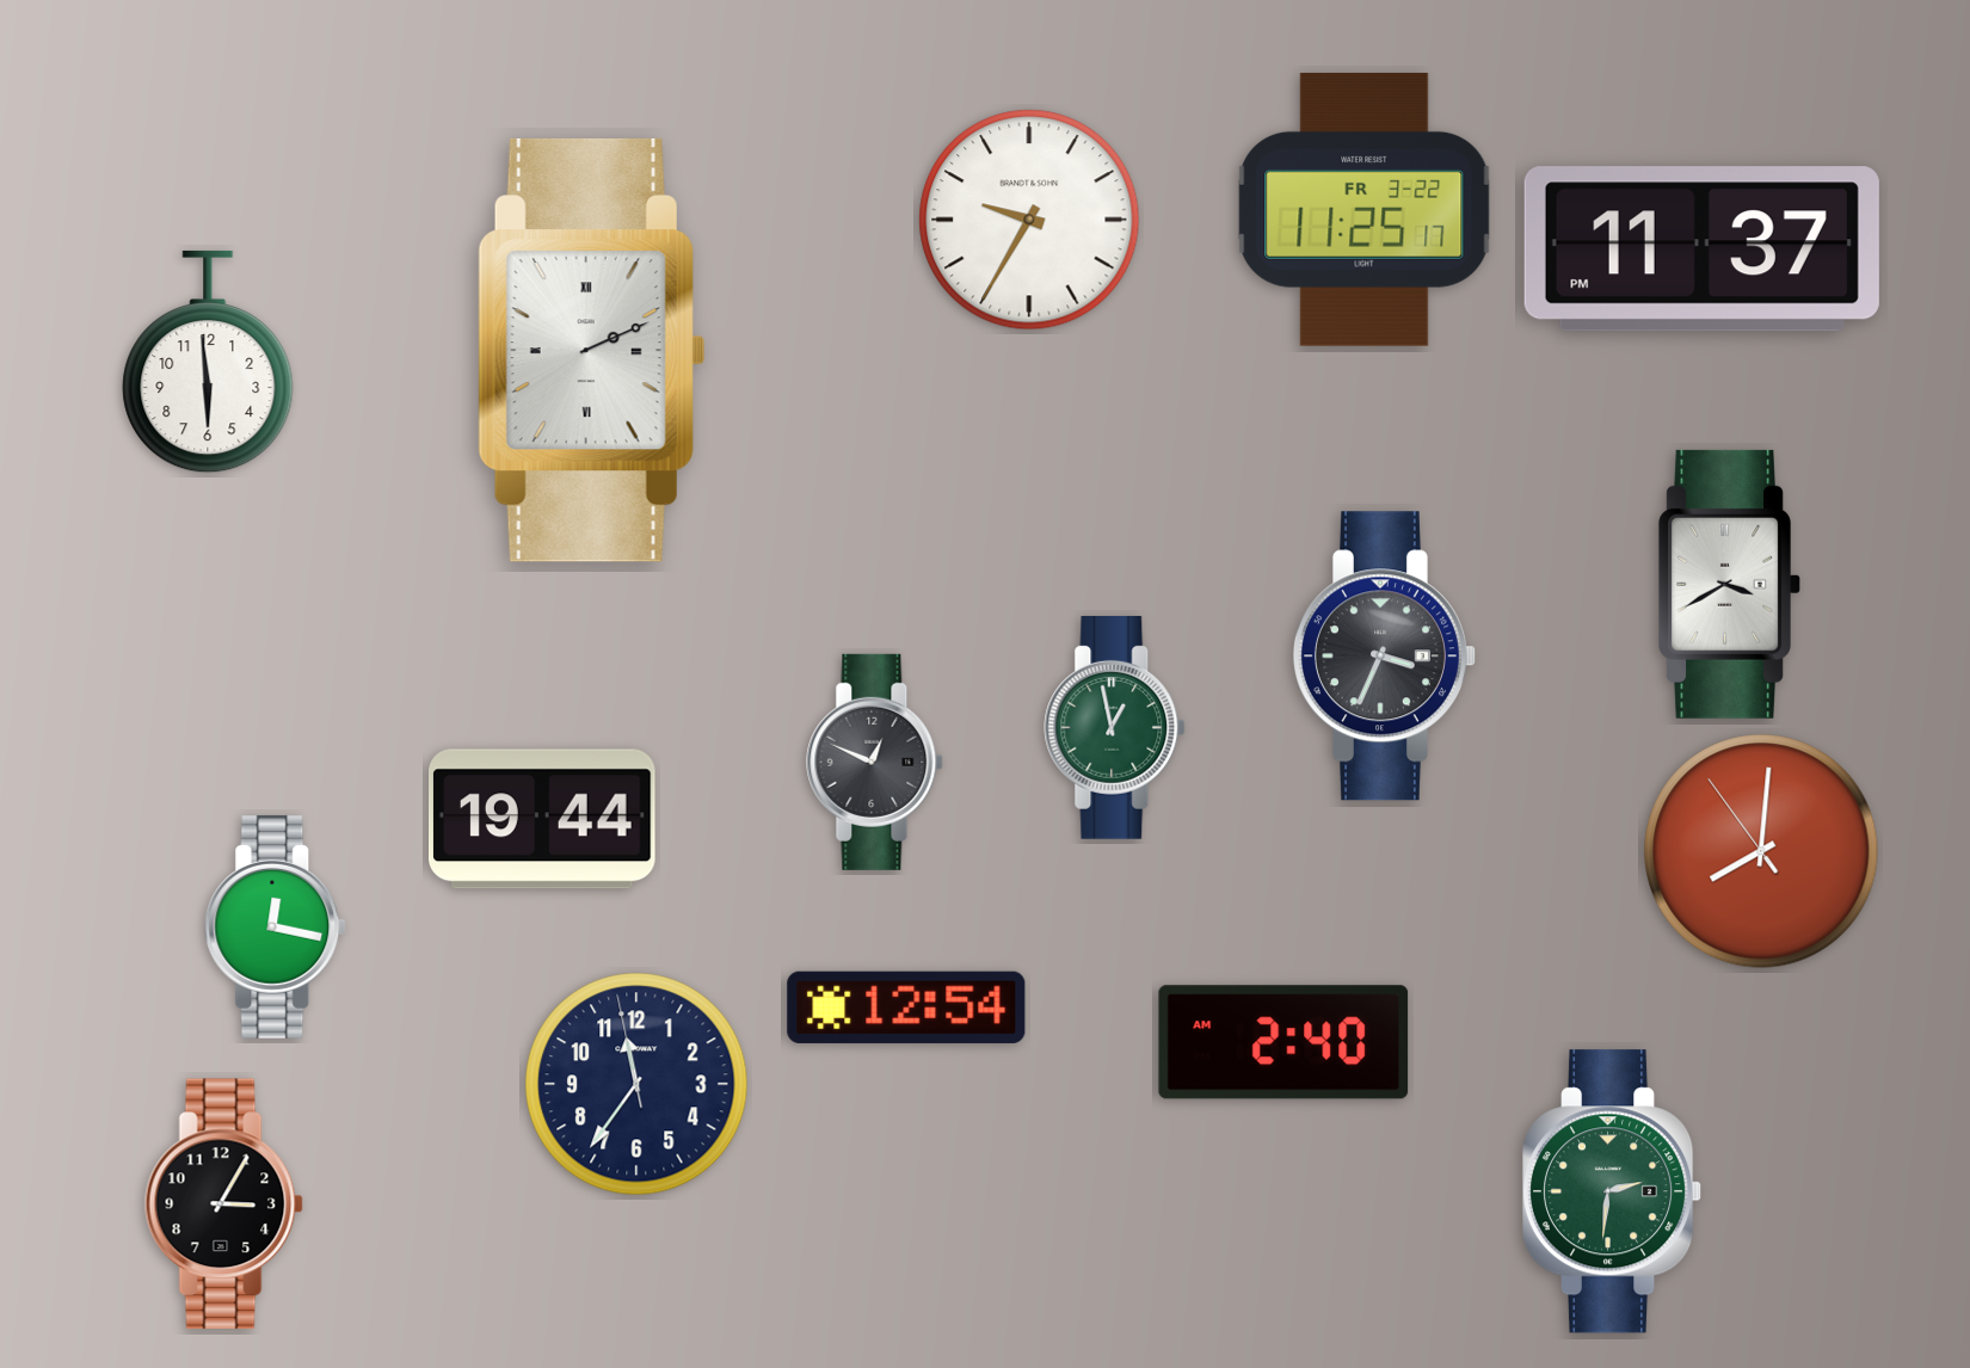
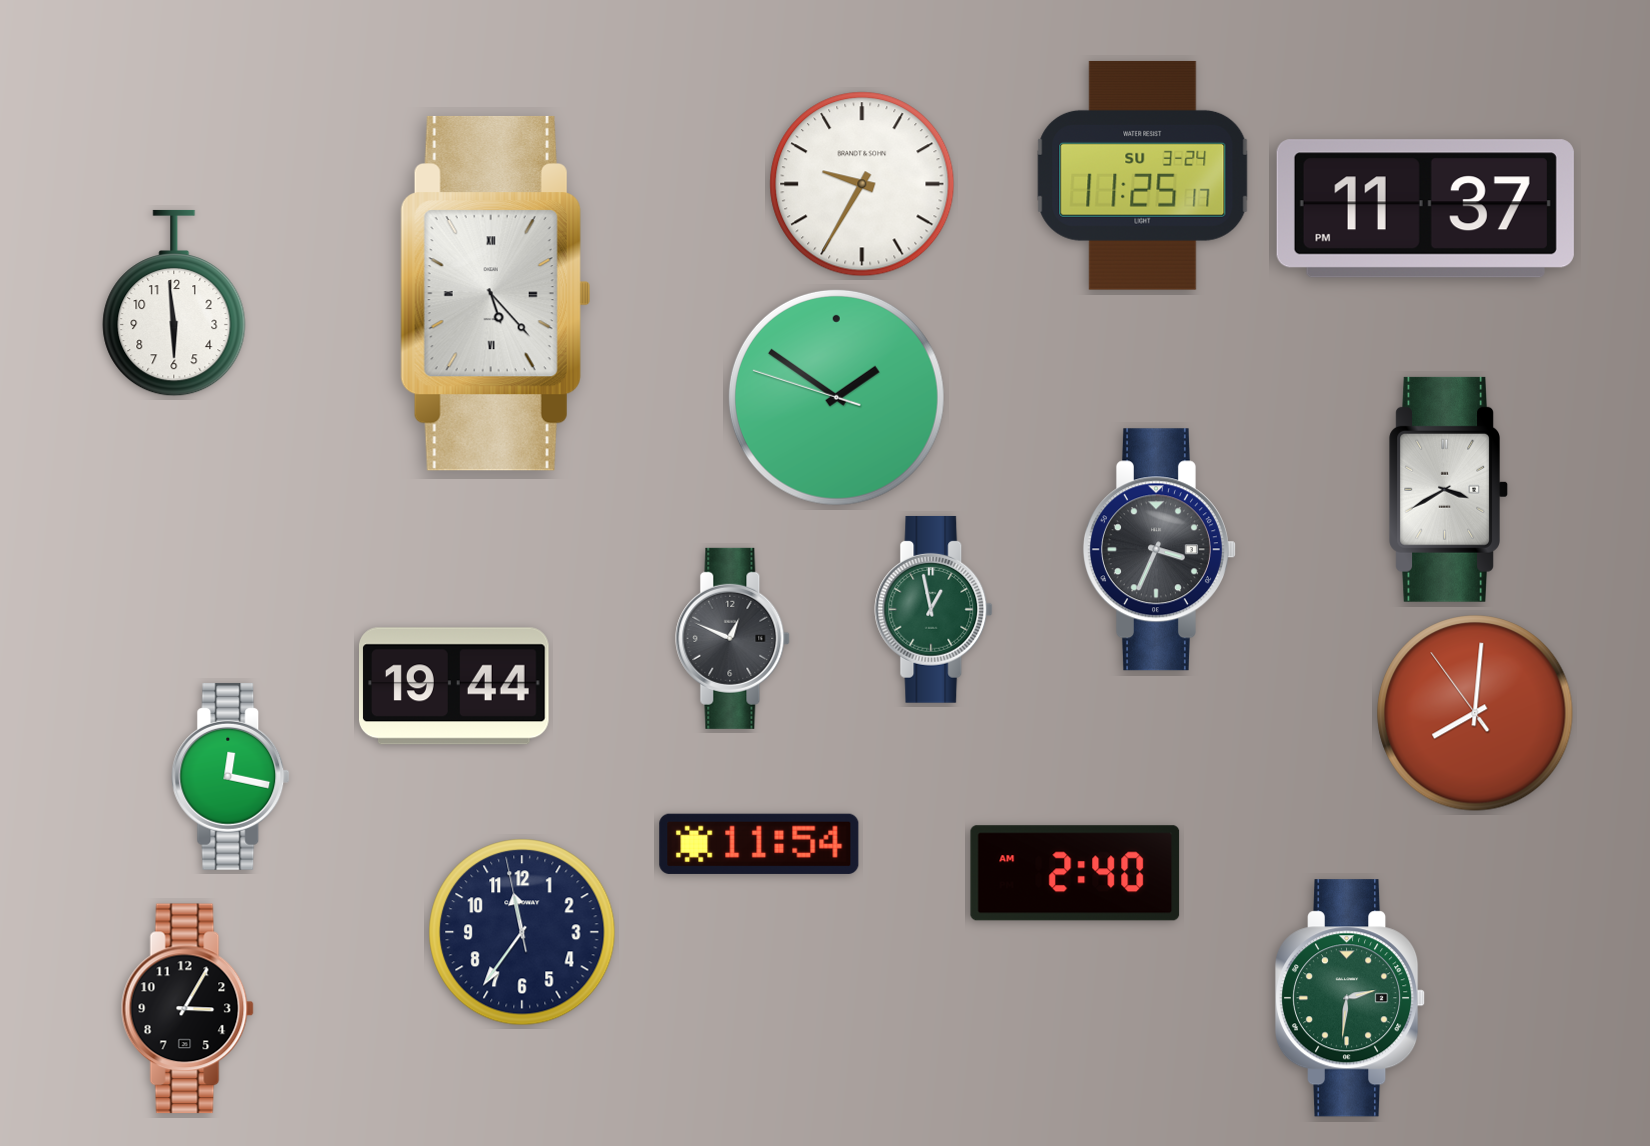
clock at (1365, 209) date: FR 3-22 -> SU 3-24
clock at (591, 350): 2:11 -> 5:23
clock at (836, 397): none -> 1:50
clock at (906, 1007): 12:54 -> 11:54
clock at (636, 1084) position: (636, 1084) -> (522, 932)
